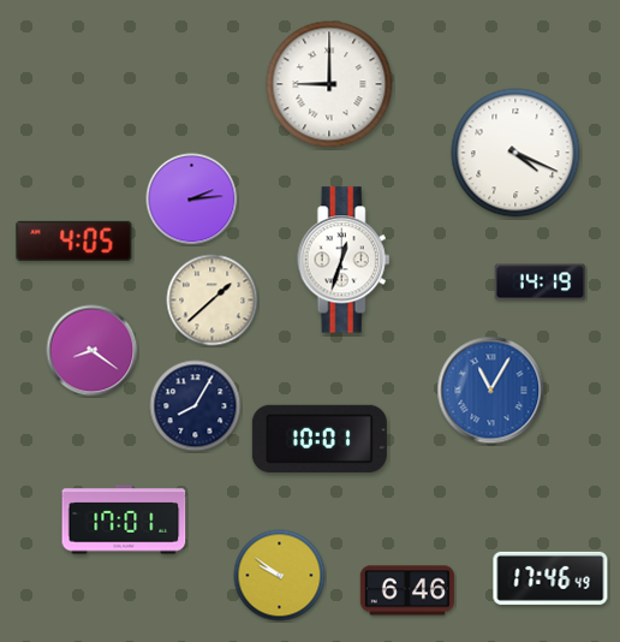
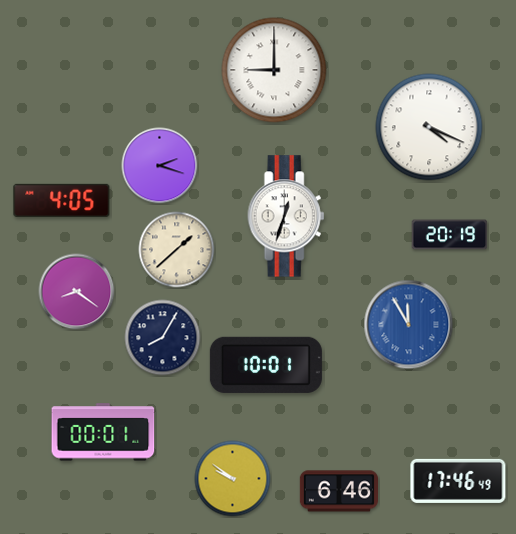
clock at (192, 200): 2:14 -> 2:18
clock at (541, 283): 14:19 -> 20:19
clock at (491, 391): 11:05 -> 11:55
clock at (124, 519): 17:01 -> 00:01
